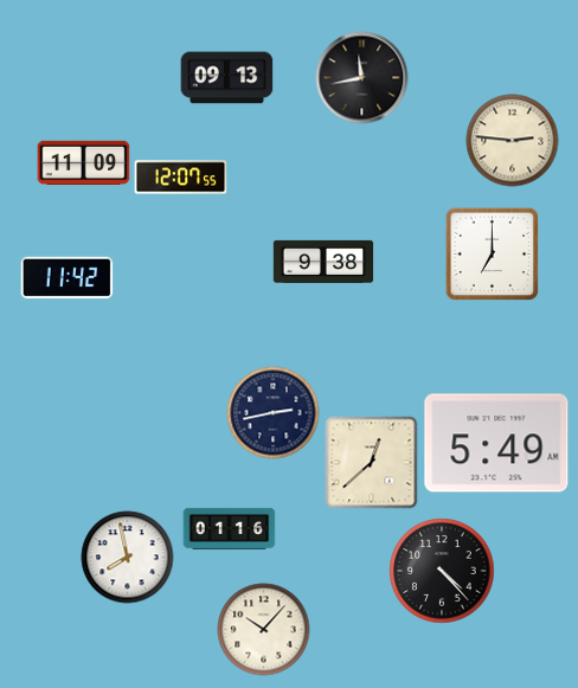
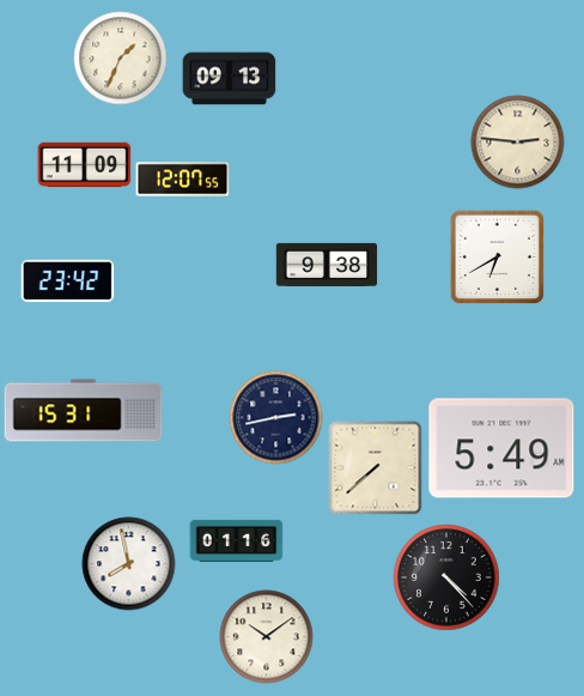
clock at (120, 58): none -> 1:34
clock at (361, 77): 11:43 -> none
clock at (492, 253): 7:00 -> 6:40
clock at (66, 278): 11:42 -> 23:42
clock at (84, 411): none -> 15:31
clock at (371, 462): 12:38 -> 7:38
clock at (229, 528) position: (229, 528) -> (236, 540)
clock at (263, 629): 10:07 -> 10:09
